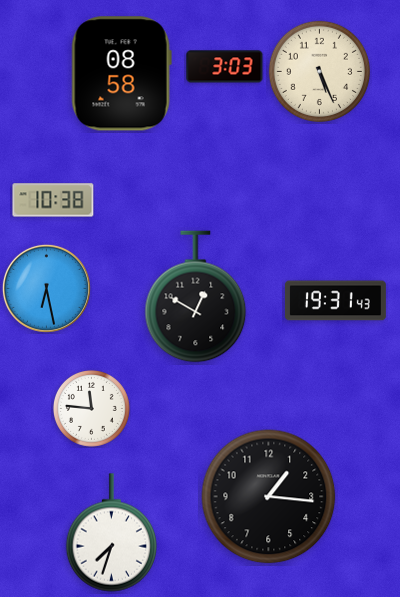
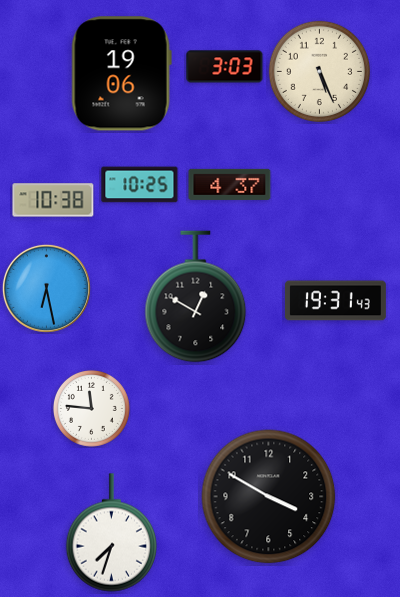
clock at (121, 74): 08:58 -> 19:06
clock at (230, 184): none -> 4:37
clock at (140, 185): none -> 10:25
clock at (269, 497): 1:16 -> 3:50
